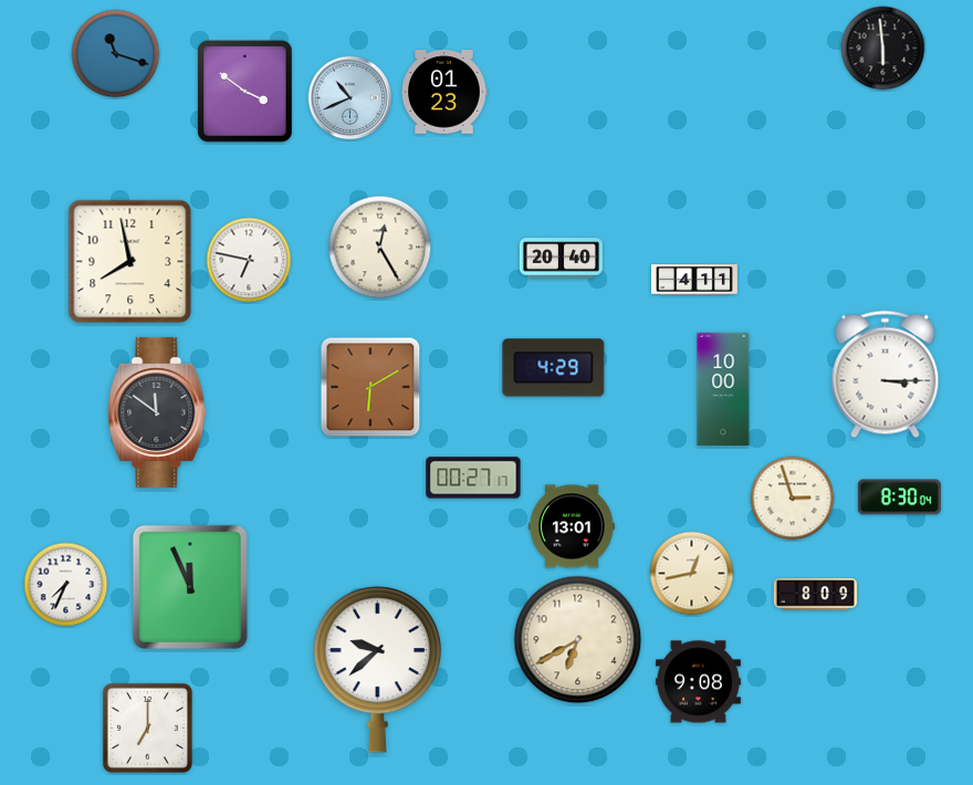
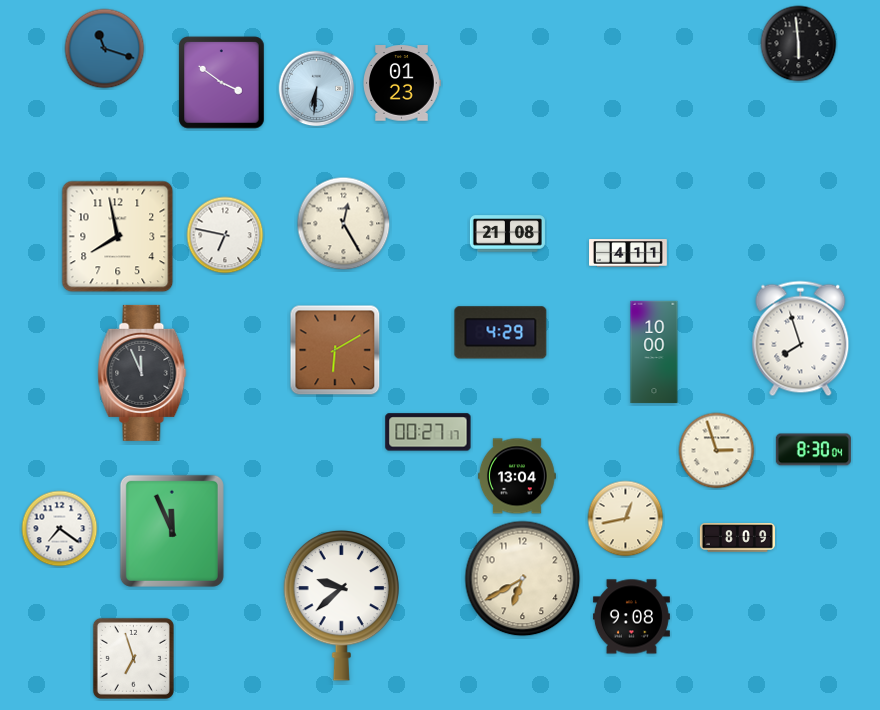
clock at (351, 98): 10:41 -> 6:31
clock at (561, 259): 20:40 -> 21:08
clock at (886, 375): 3:15 -> 7:57
clock at (157, 412): 11:51 -> 11:56
clock at (572, 526): 13:01 -> 13:04
clock at (66, 585): 7:34 -> 7:21
clock at (147, 728): 7:00 -> 6:57
